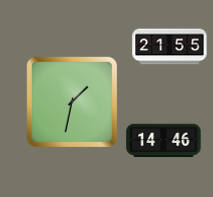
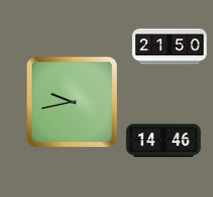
clock at (170, 47): 21:55 -> 21:50
clock at (71, 101): 1:32 -> 9:43
